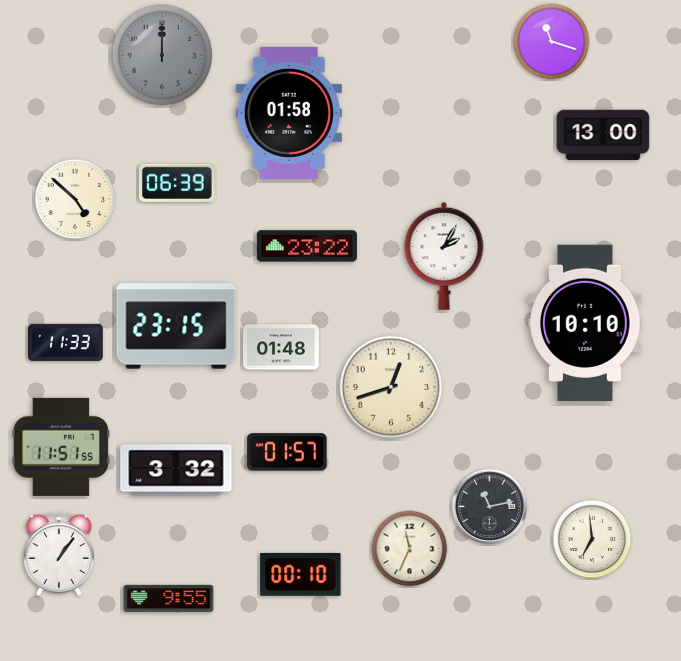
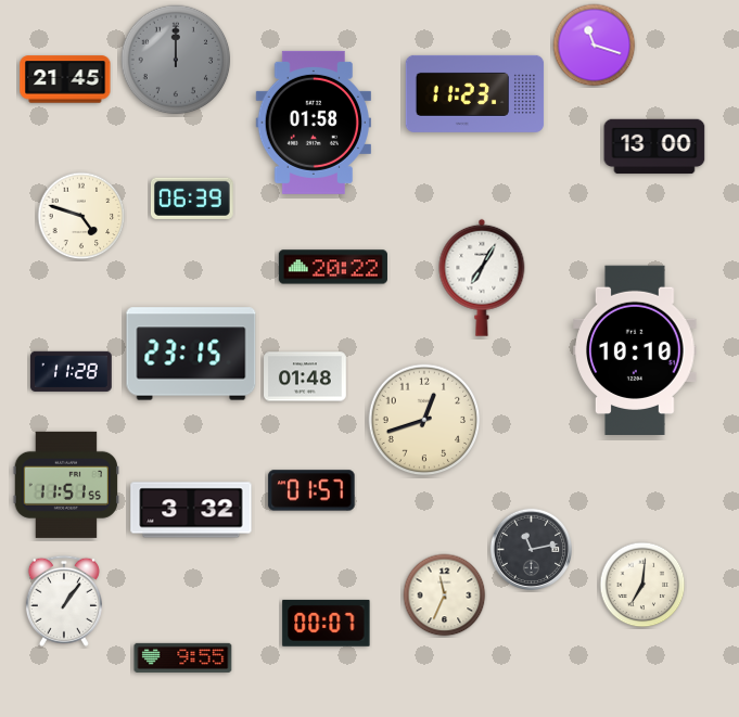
clock at (552, 42) position: (552, 42) -> (595, 46)
clock at (65, 79): none -> 21:45
clock at (475, 93): none -> 11:23
clock at (75, 199): 4:52 -> 4:48
clock at (307, 246): 23:22 -> 20:22
clock at (444, 256): 2:05 -> 7:05
clock at (65, 342): 11:33 -> 11:28
clock at (592, 539): 6:59 -> 7:01
clock at (301, 574): 00:10 -> 00:07
clock at (169, 598) position: (169, 598) -> (183, 657)
